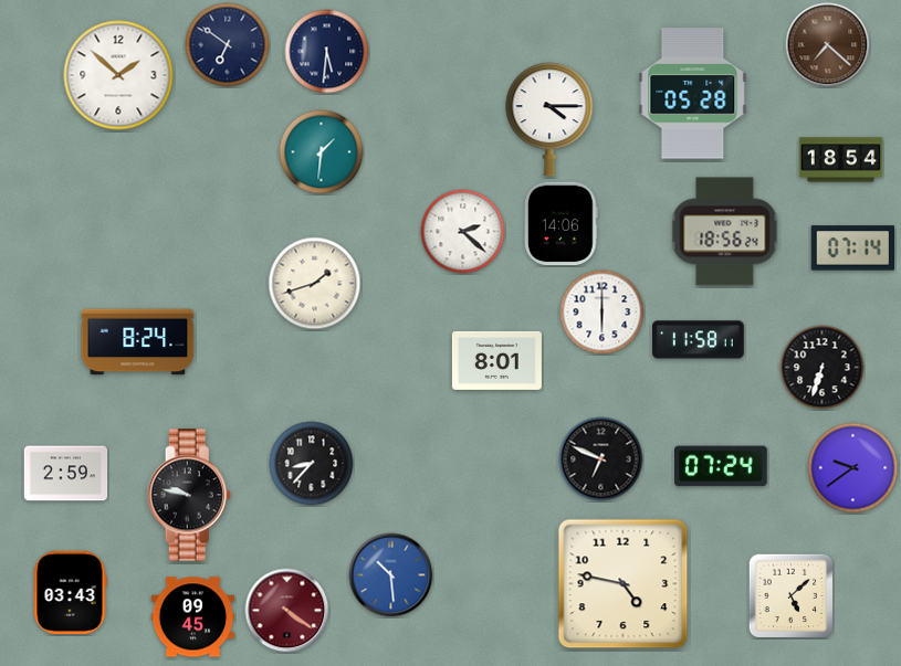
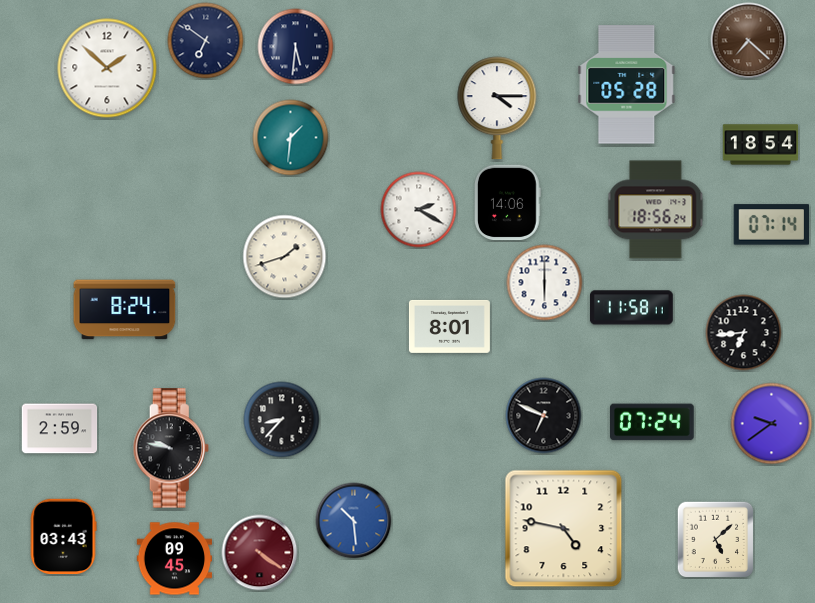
clock at (463, 232): 2:22 -> 2:20
clock at (823, 368): 6:33 -> 6:44
